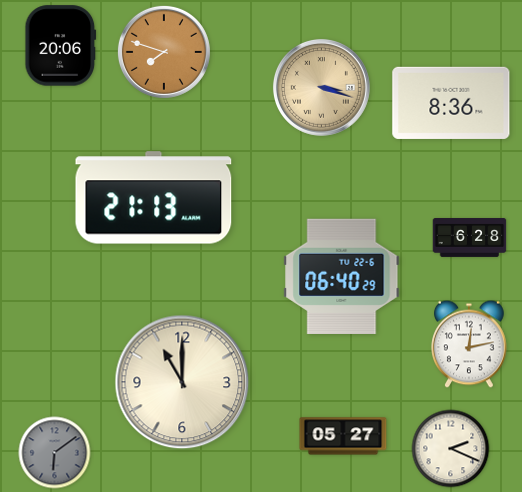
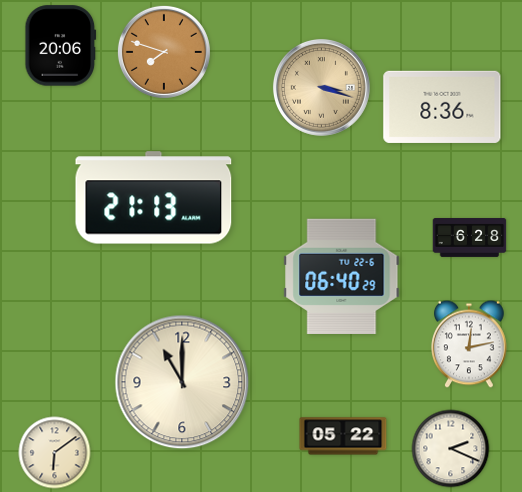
clock at (451, 103) position: (451, 103) -> (442, 107)
clock at (343, 436): 05:27 -> 05:22
clock at (55, 453) dial: grey -> cream
